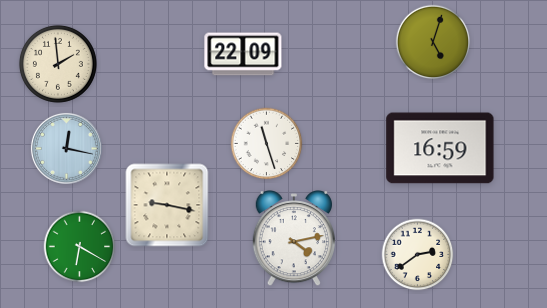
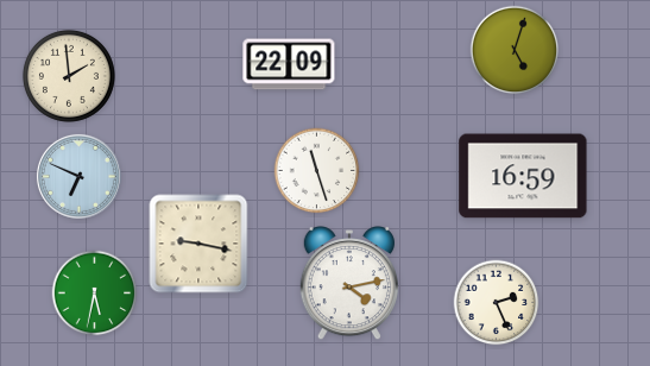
clock at (66, 148): 12:17 -> 6:49
clock at (80, 247): 6:20 -> 5:32
clock at (418, 255): 2:39 -> 2:26
